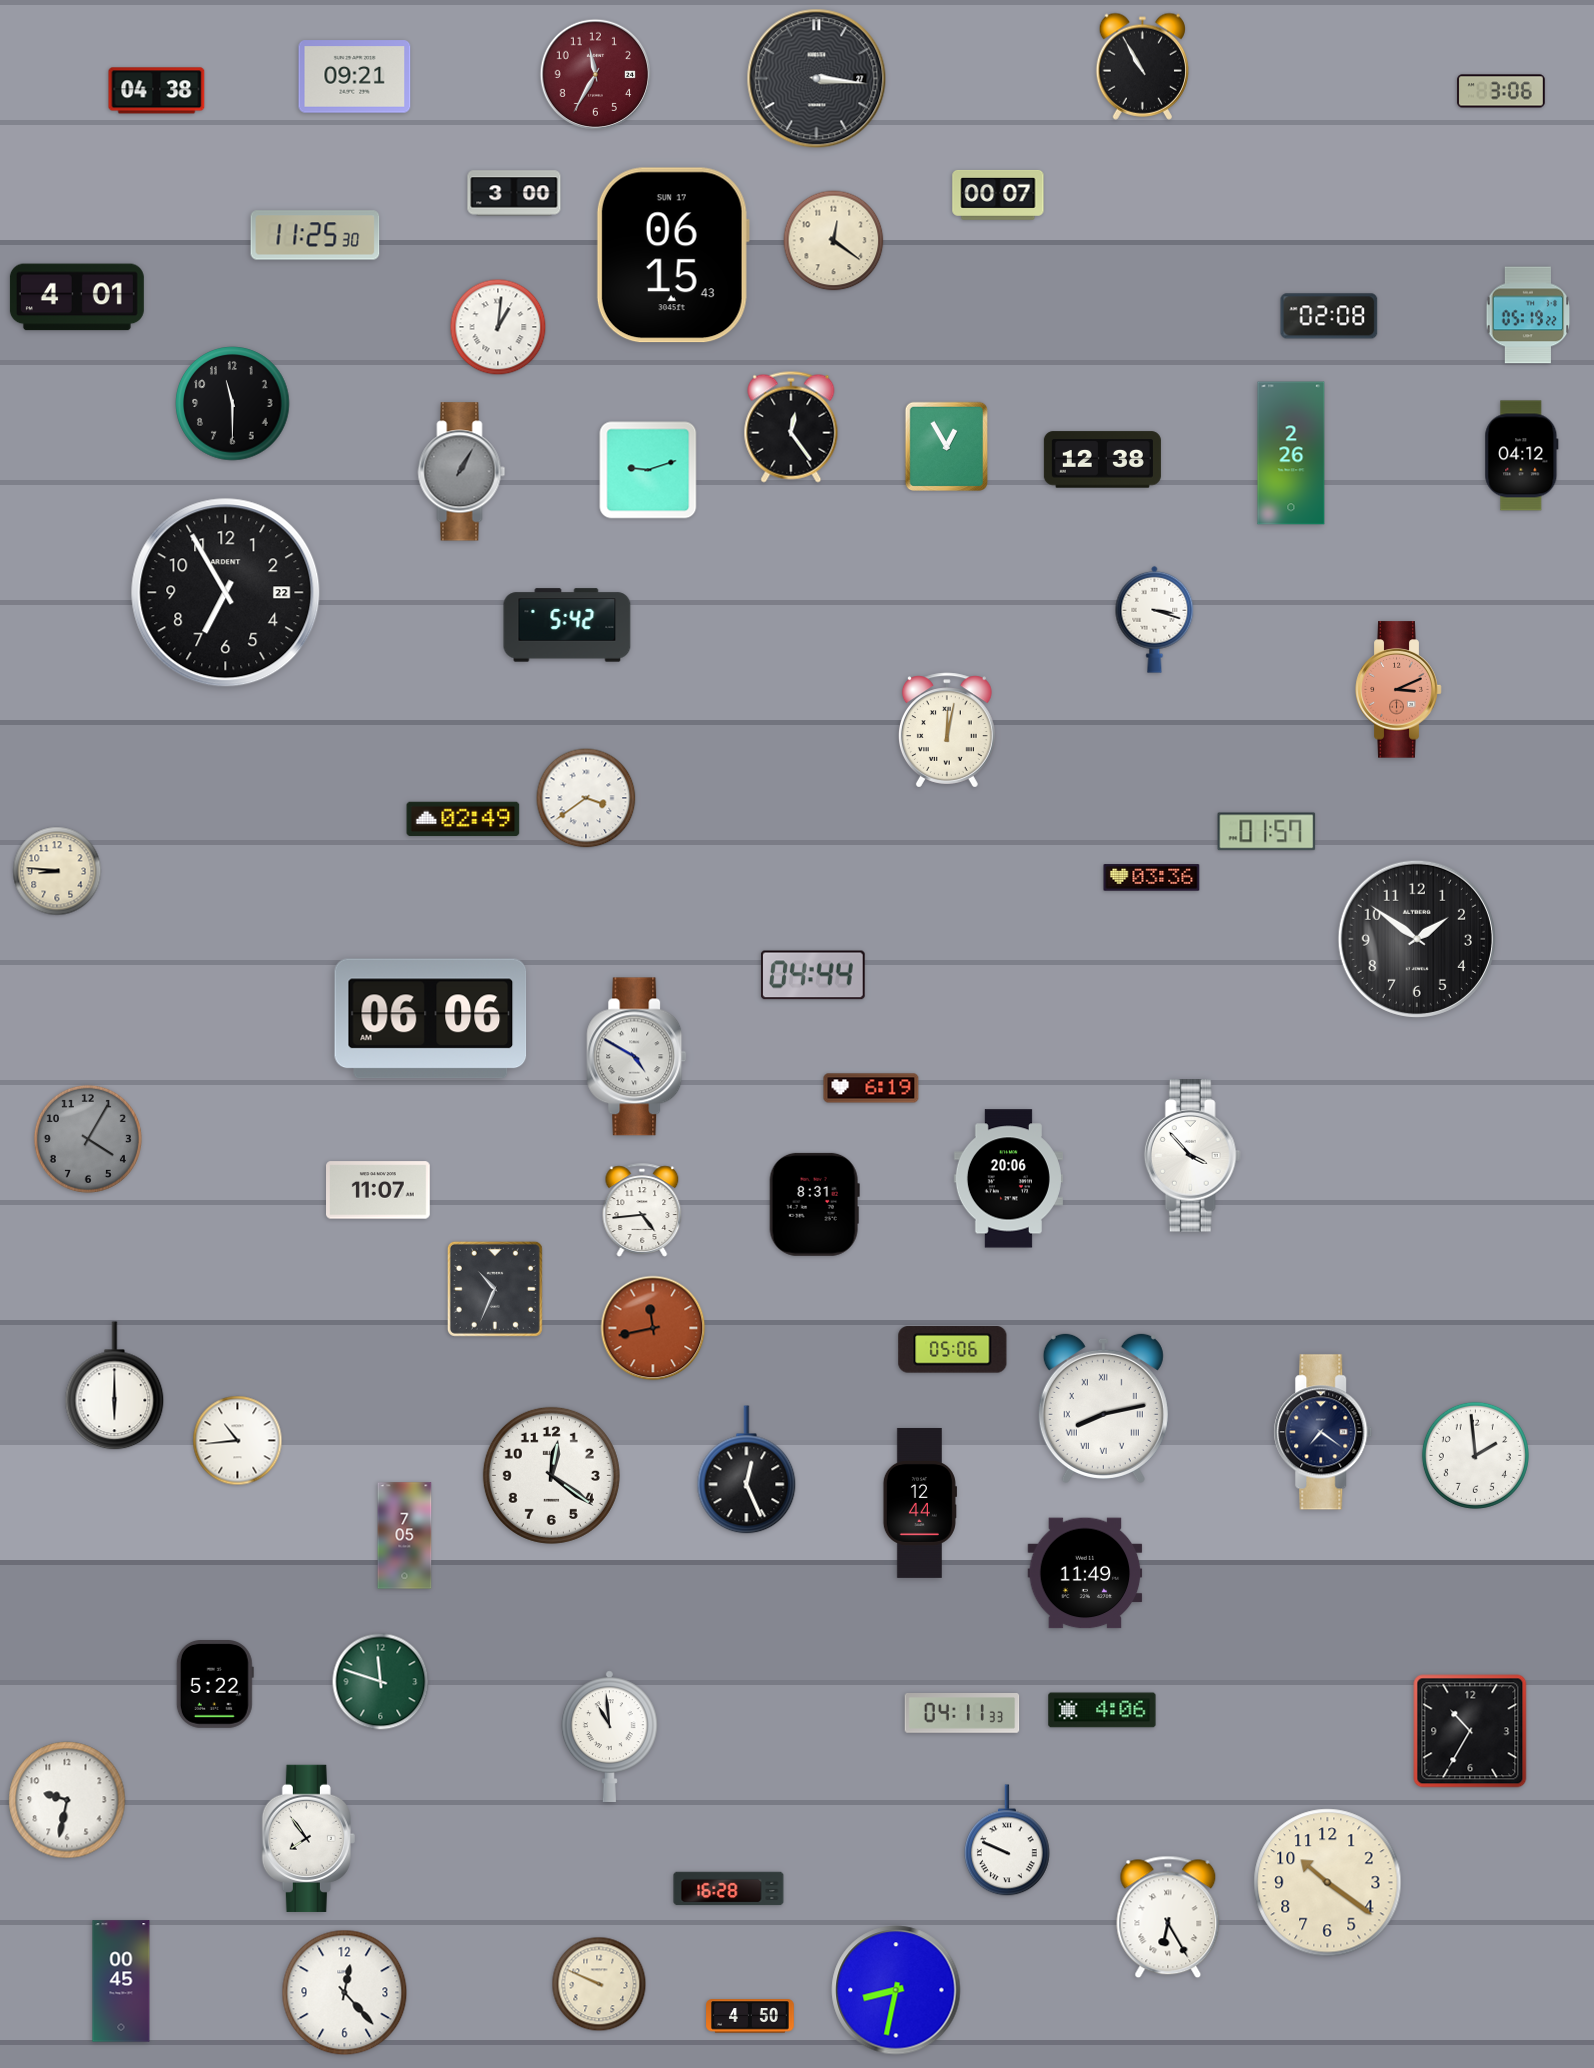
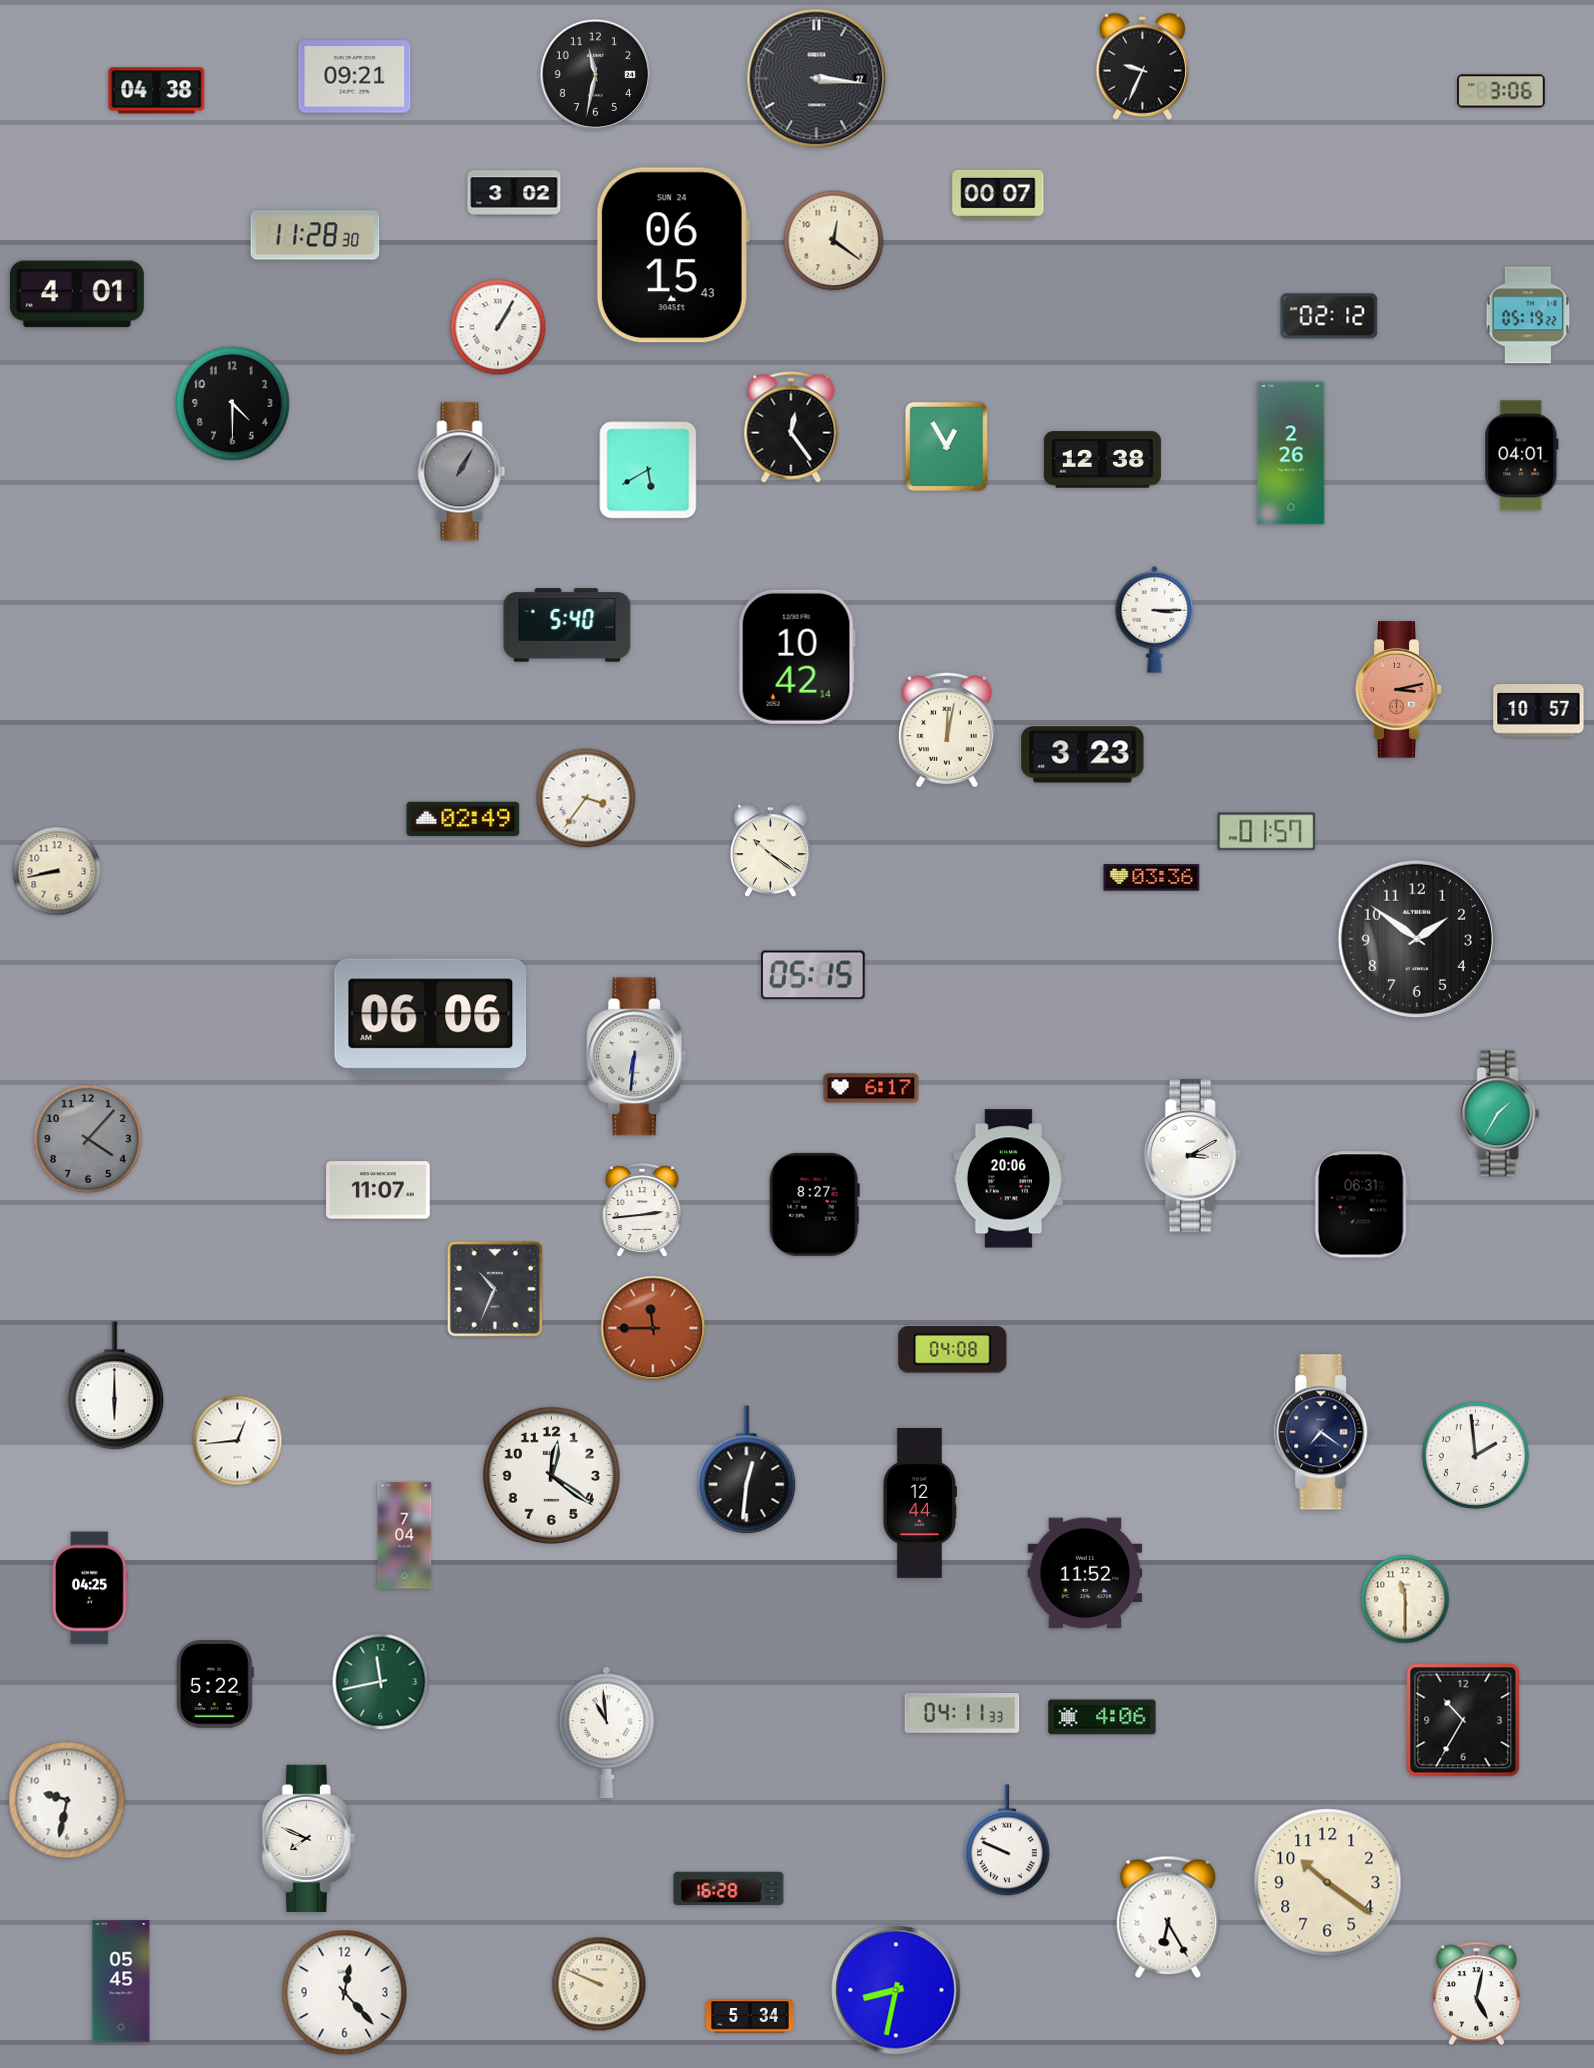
clock at (1142, 66): 10:55 -> 9:34
clock at (596, 75): 11:35 -> 11:32
clock at (596, 75) dial: burgundy -> black
clock at (514, 193): 3:00 -> 3:02
clock at (315, 235): 11:25 -> 11:28
clock at (673, 255) date: SUN 17 -> SUN 24
clock at (77, 297) position: (77, 297) -> (77, 294)
clock at (1329, 316): 02:08 -> 02:12
clock at (498, 327): 1:01 -> 1:05
clock at (233, 404): 11:30 -> 4:30
clock at (1522, 456): 04:12 -> 04:01
clock at (648, 470): 9:12 -> 5:40
clock at (226, 593): 6:55 -> none
clock at (1155, 619): 3:18 -> 3:15
clock at (567, 625): 5:42 -> 5:40
clock at (797, 657): none -> 10:42
clock at (1399, 690): 3:11 -> 3:13
clock at (1539, 711): none -> 10:57
clock at (1083, 755): none -> 3:23
clock at (586, 798): 3:39 -> 3:36
clock at (770, 851): none -> 10:21
clock at (57, 871): 8:46 -> 8:43
clock at (813, 975): 04:44 -> 05:15
clock at (637, 1057): 4:50 -> 6:31
clock at (871, 1088): 6:19 -> 6:17
clock at (1500, 1114): none -> 1:35
clock at (88, 1139): 4:05 -> 4:07
clock at (1192, 1156): 3:53 -> 3:10
clock at (814, 1204): 8:31 -> 8:27
clock at (1361, 1205): none -> 06:31
clock at (642, 1210): 4:44 -> 2:44
clock at (653, 1328): 11:43 -> 11:45
clock at (953, 1350): 05:06 -> 04:08
clock at (1103, 1408): 8:13 -> none
clock at (238, 1441): 10:44 -> 12:44
clock at (747, 1470): 12:26 -> 12:31
clock at (405, 1536): 7:05 -> 7:04
clock at (1085, 1573): 11:49 -> 11:52
clock at (90, 1588): none -> 04:25
clock at (1405, 1599): none -> 11:30
clock at (381, 1682): 11:48 -> 11:43
clock at (1102, 1710) position: (1102, 1710) -> (1102, 1717)
clock at (1470, 1731) position: (1470, 1731) -> (1463, 1720)
clock at (609, 1736) position: (609, 1736) -> (606, 1732)
clock at (308, 1838): 7:54 -> 7:49
clock at (121, 1981): 00:45 -> 05:45
clock at (1476, 1994): none -> 5:02
clock at (750, 2016): 4:50 -> 5:34
